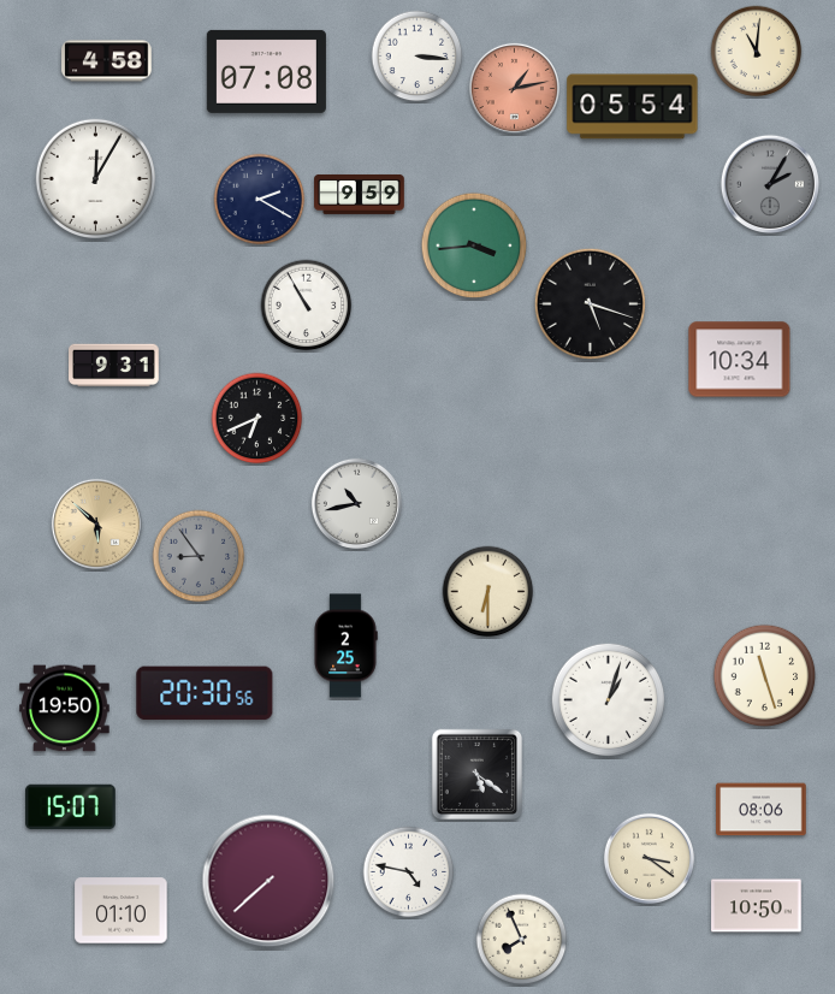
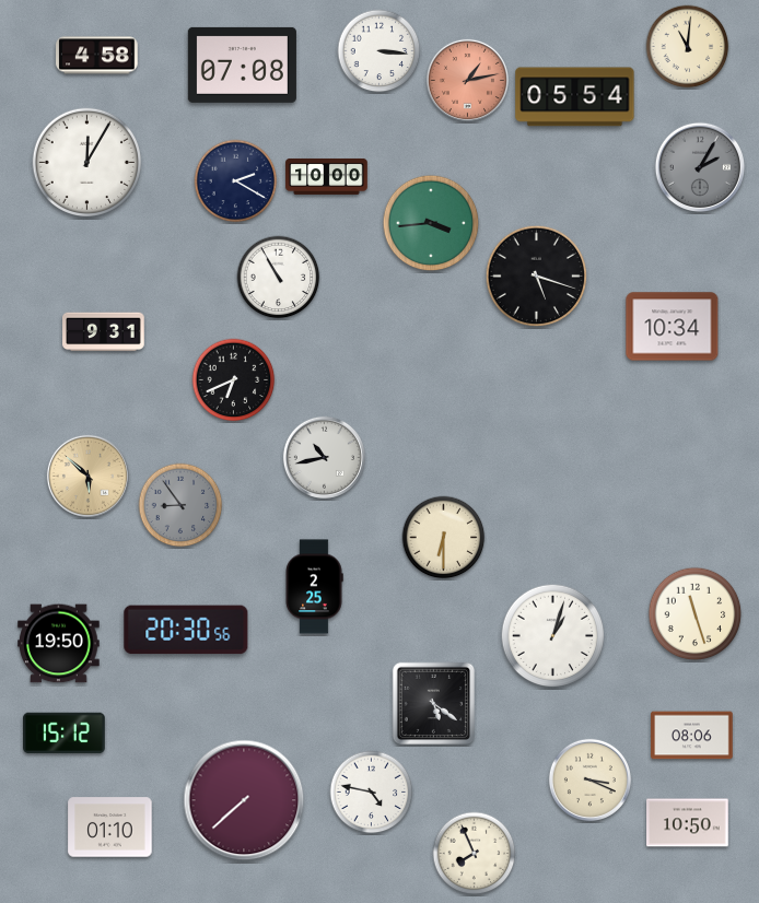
clock at (360, 194): 9:59 -> 10:00
clock at (71, 807): 15:07 -> 15:12
clock at (649, 858): 3:21 -> 3:19
